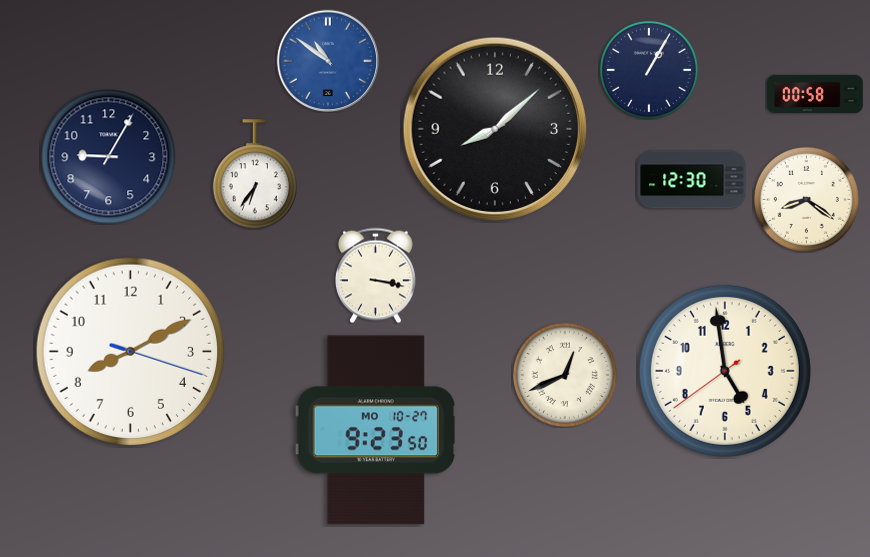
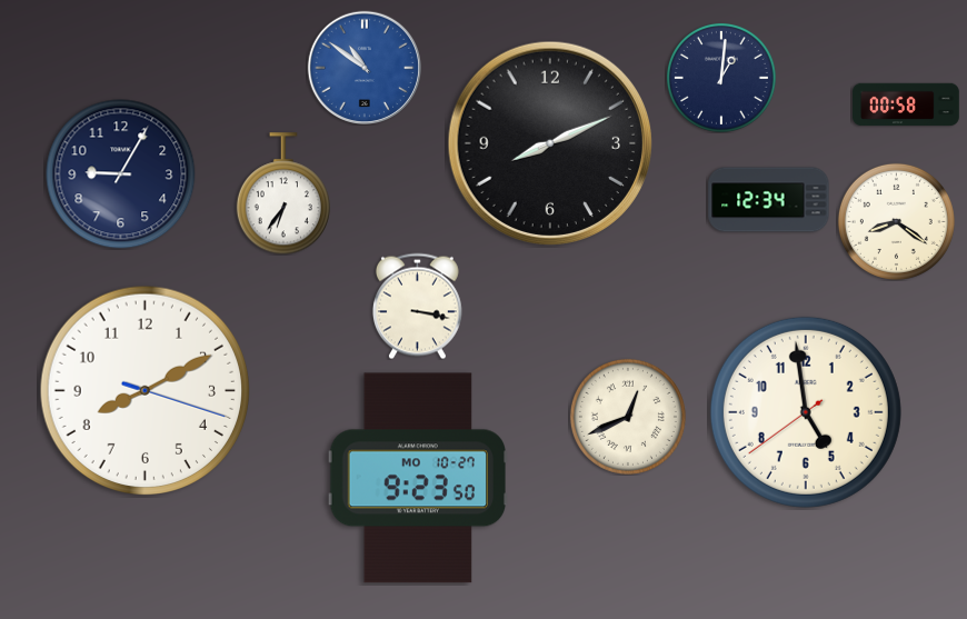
clock at (649, 70): 1:05 -> 1:01
clock at (494, 128): 8:08 -> 8:11
clock at (692, 180): 12:30 -> 12:34
